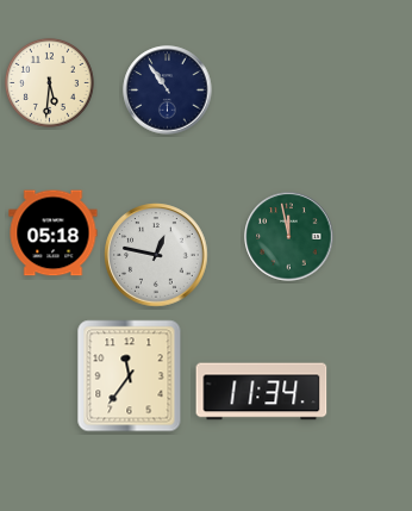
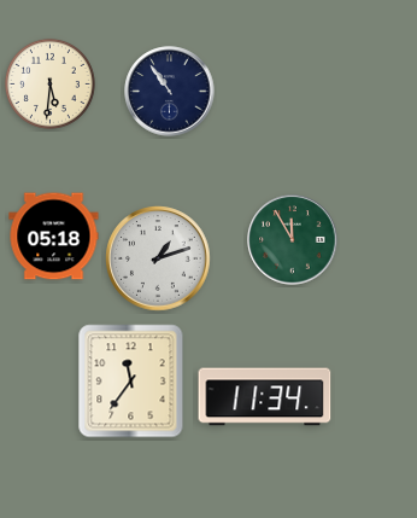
clock at (289, 237): 11:58 -> 11:55
clock at (156, 255): 12:47 -> 1:12
